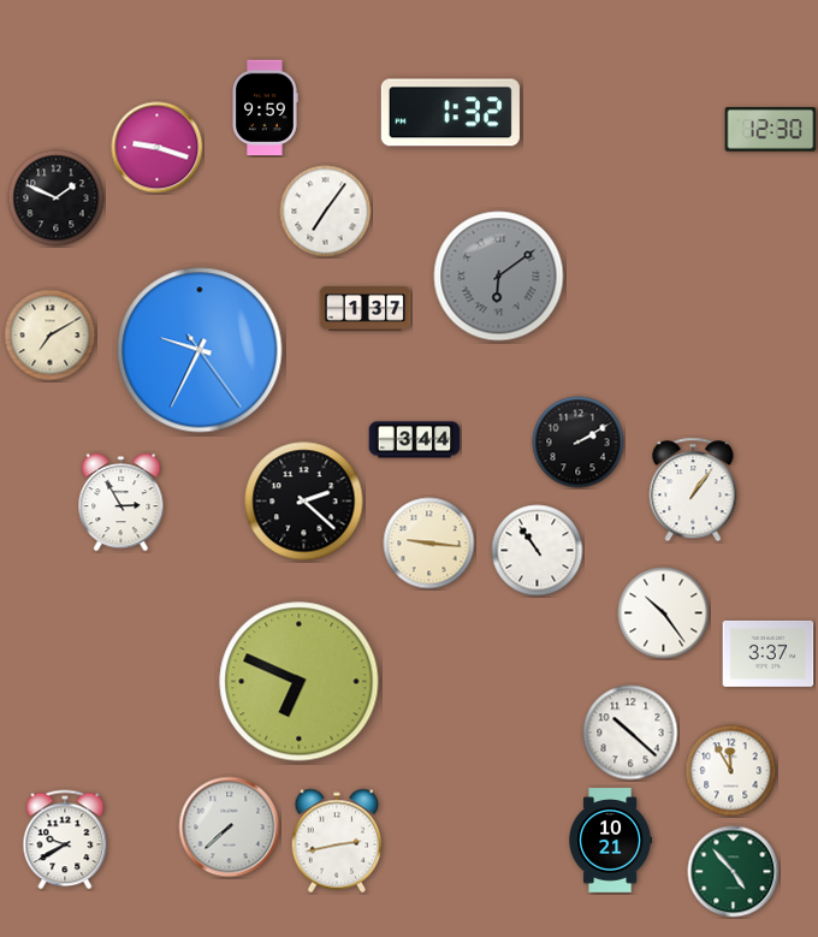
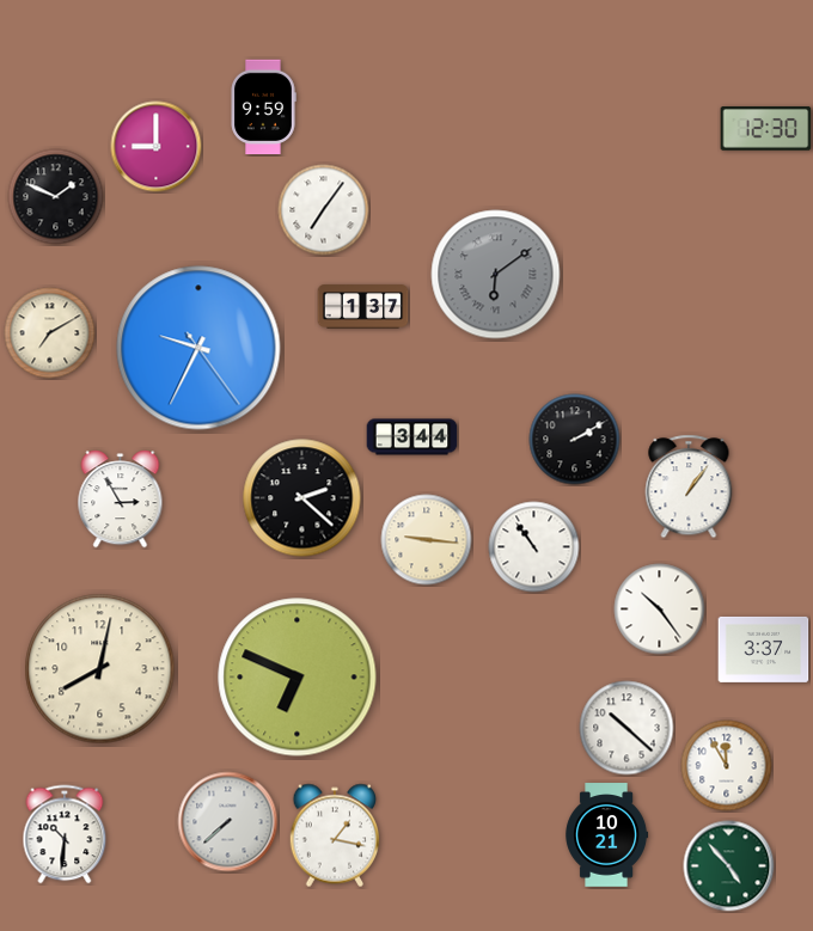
clock at (450, 113): 1:32 -> none
clock at (158, 148): 9:18 -> 9:00
clock at (100, 669): none -> 8:02
clock at (65, 840): 9:40 -> 10:31
clock at (337, 841): 2:43 -> 1:17
